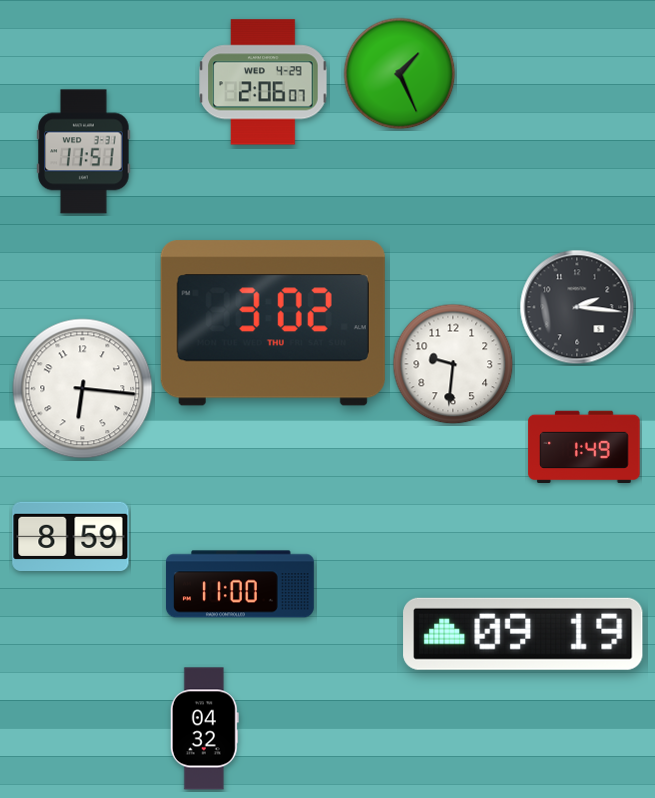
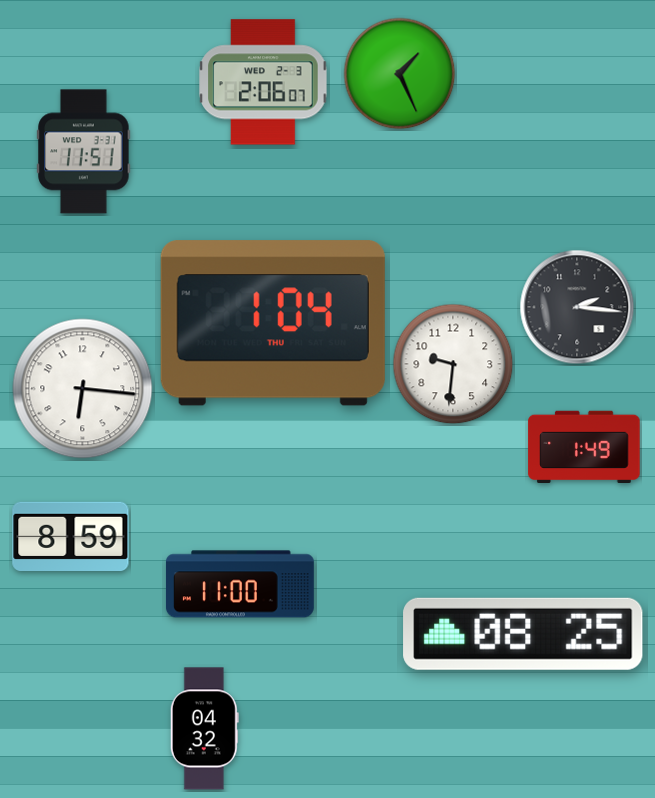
clock at (263, 82) date: WED 4-29 -> WED 2-3
clock at (273, 323): 3:02 -> 1:04
clock at (523, 634): 09:19 -> 08:25
